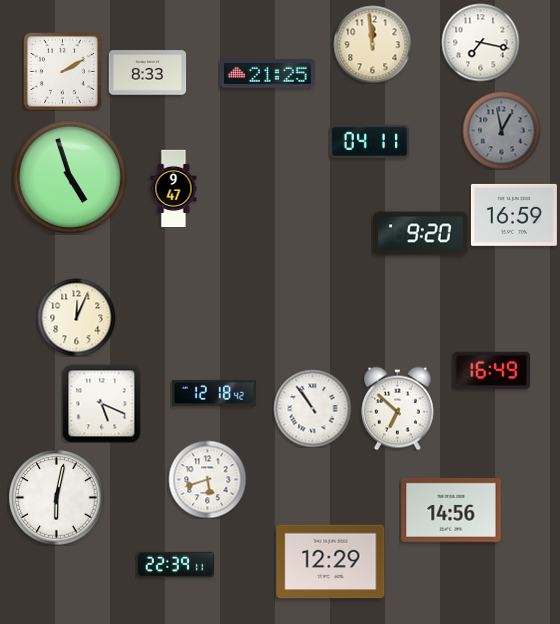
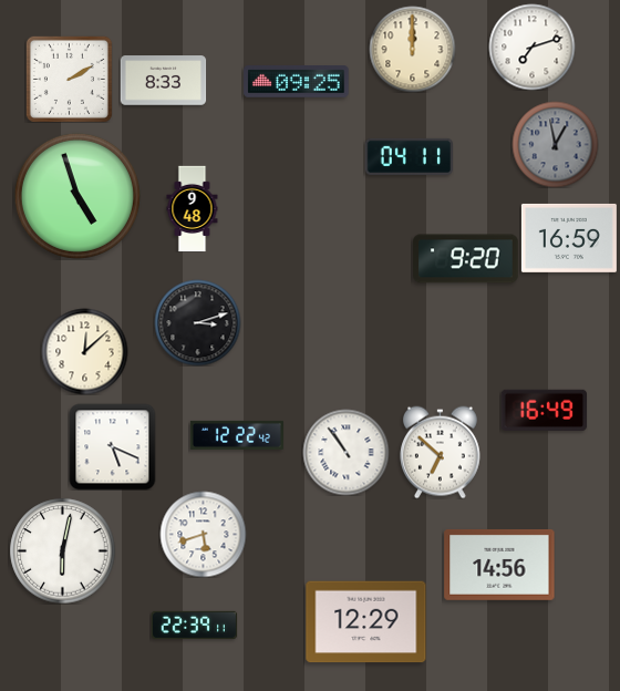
clock at (480, 42): 7:17 -> 7:12
clock at (372, 44): 11:59 -> 12:00
clock at (268, 74): 21:25 -> 09:25
clock at (174, 188): 9:47 -> 9:48
clock at (197, 322): none -> 3:12
clock at (76, 317): 12:04 -> 12:08
clock at (214, 393): 12:18 -> 12:22
clock at (207, 479) position: (207, 479) -> (203, 534)
